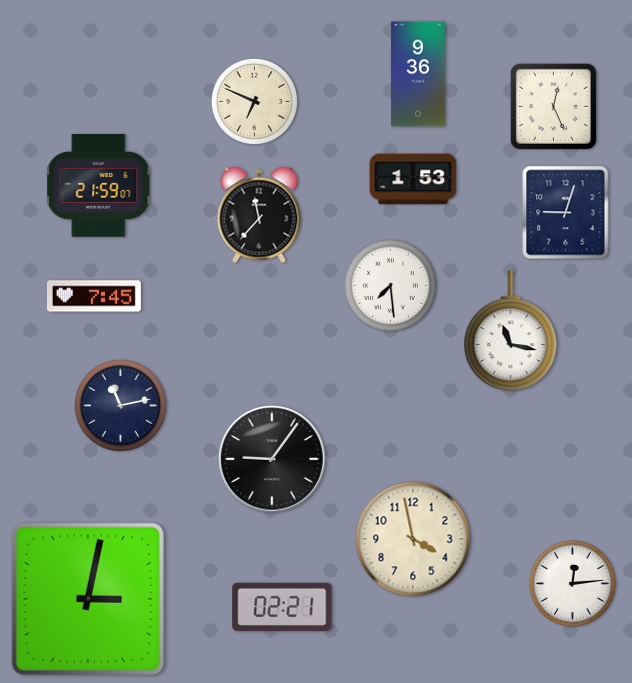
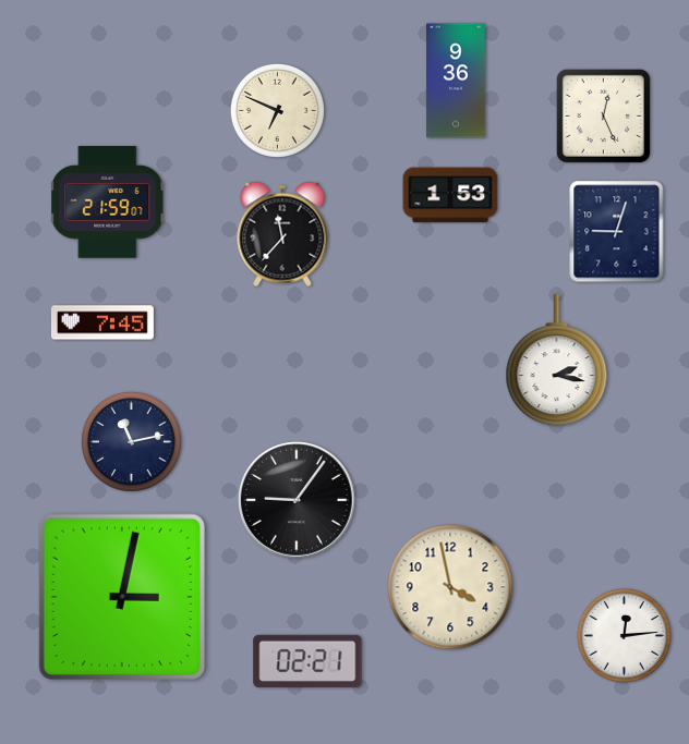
clock at (390, 285): 7:29 -> none
clock at (511, 331): 11:17 -> 2:17
clock at (88, 599) position: (88, 599) -> (122, 597)
